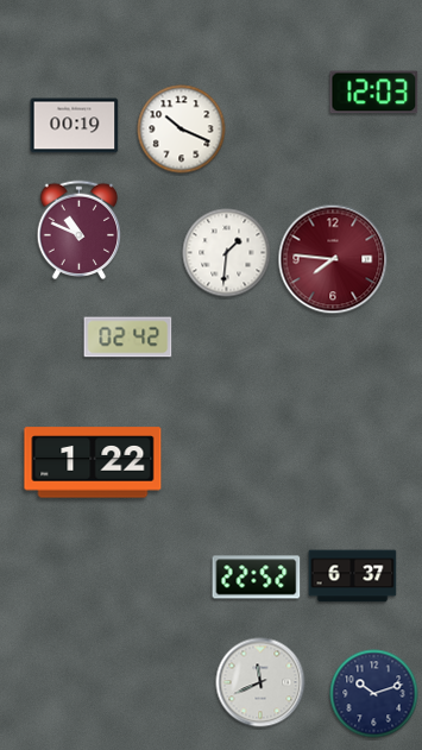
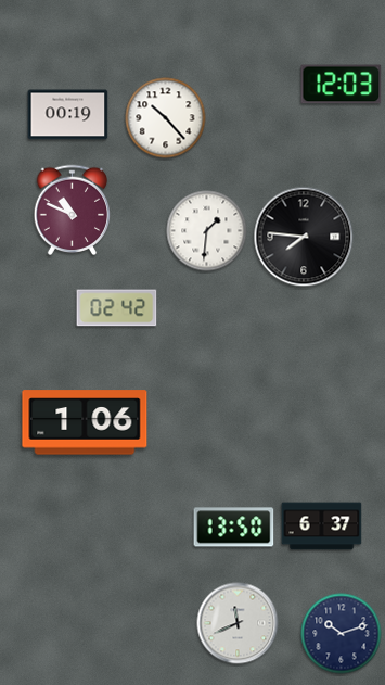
clock at (182, 130): 10:19 -> 10:23
clock at (333, 259) dial: burgundy -> black
clock at (93, 462): 1:22 -> 1:06
clock at (257, 578): 22:52 -> 13:50
